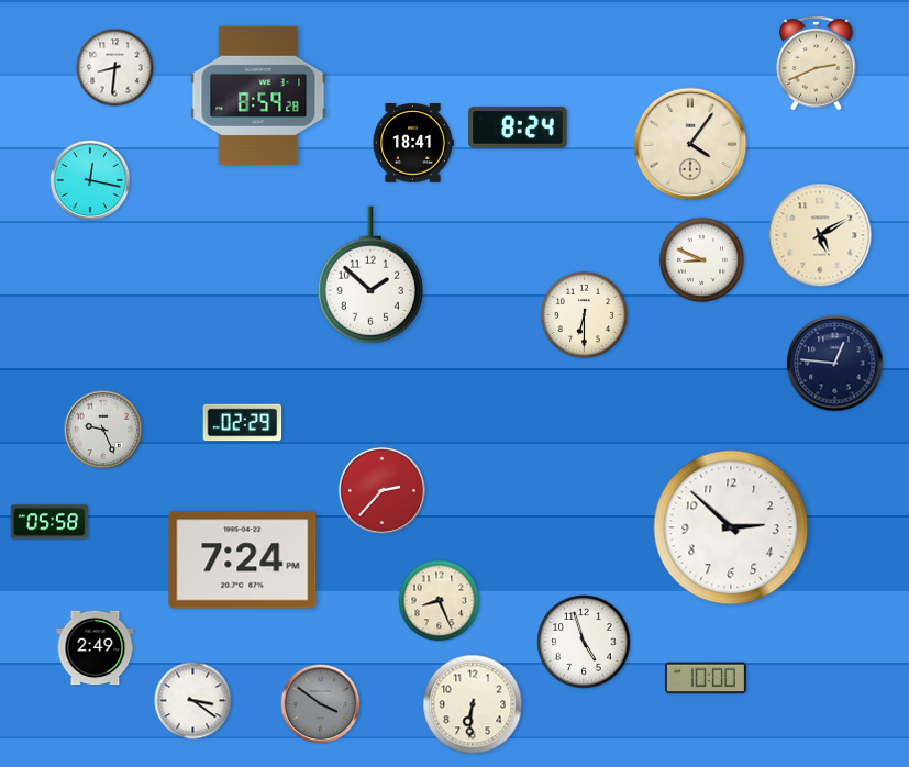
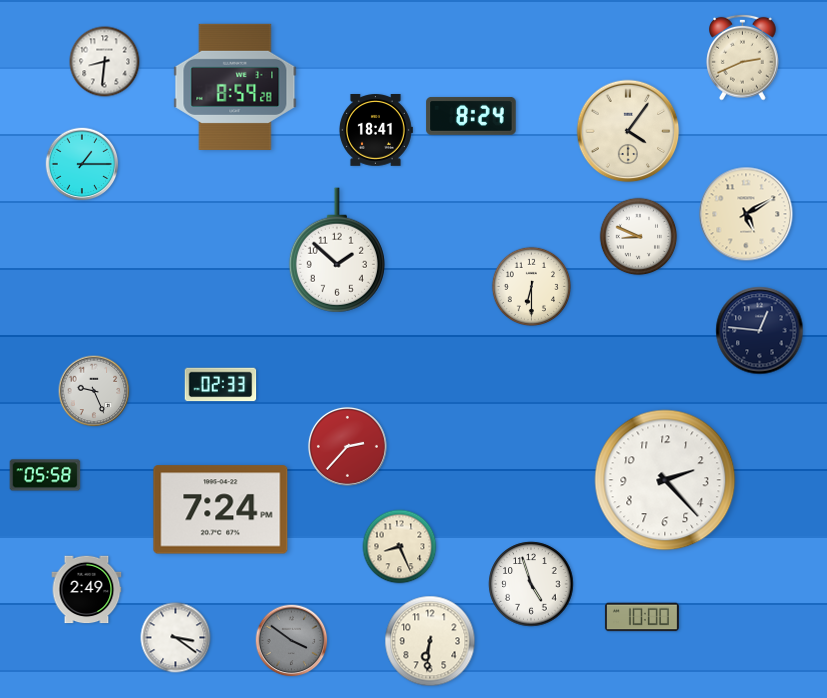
clock at (90, 180): 12:17 -> 1:15
clock at (243, 423): 02:29 -> 02:33
clock at (731, 527): 2:52 -> 2:23
